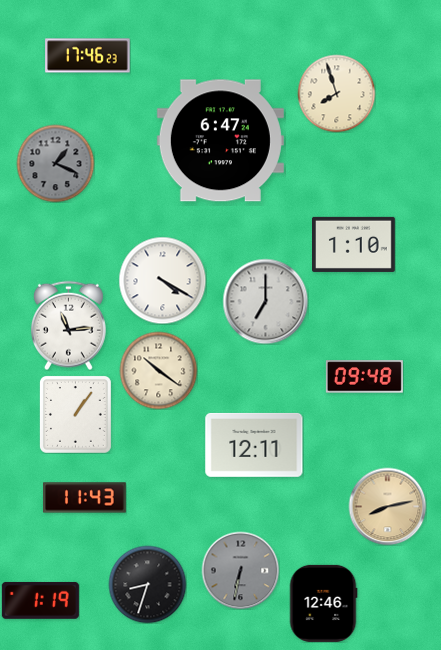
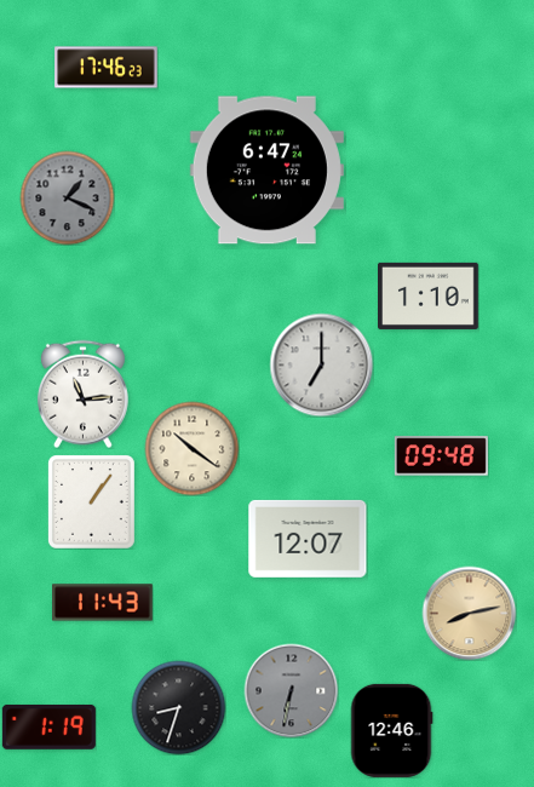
clock at (336, 93): 7:57 -> none
clock at (162, 280): 4:20 -> none
clock at (254, 445): 12:11 -> 12:07
